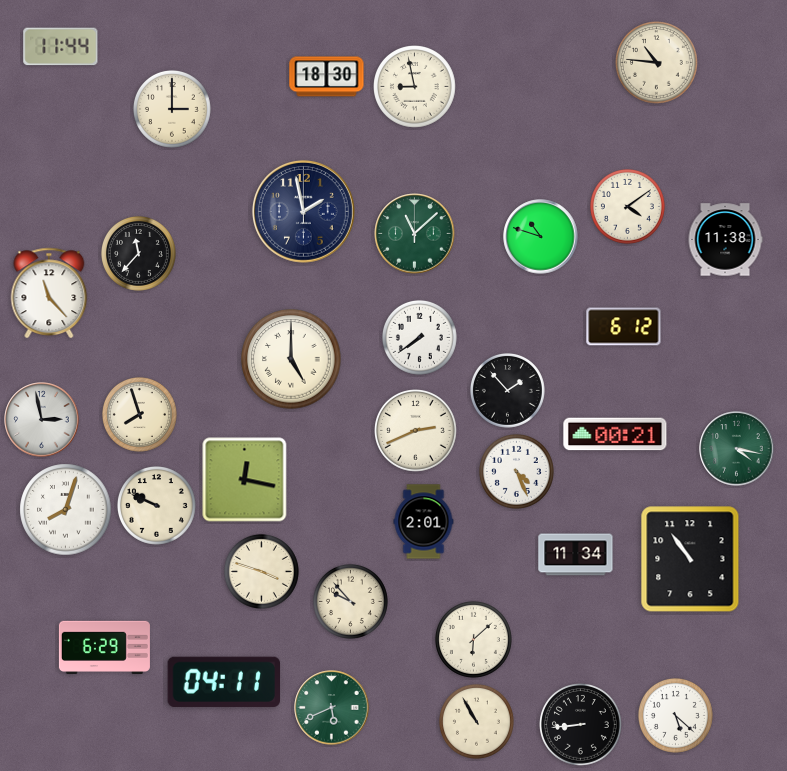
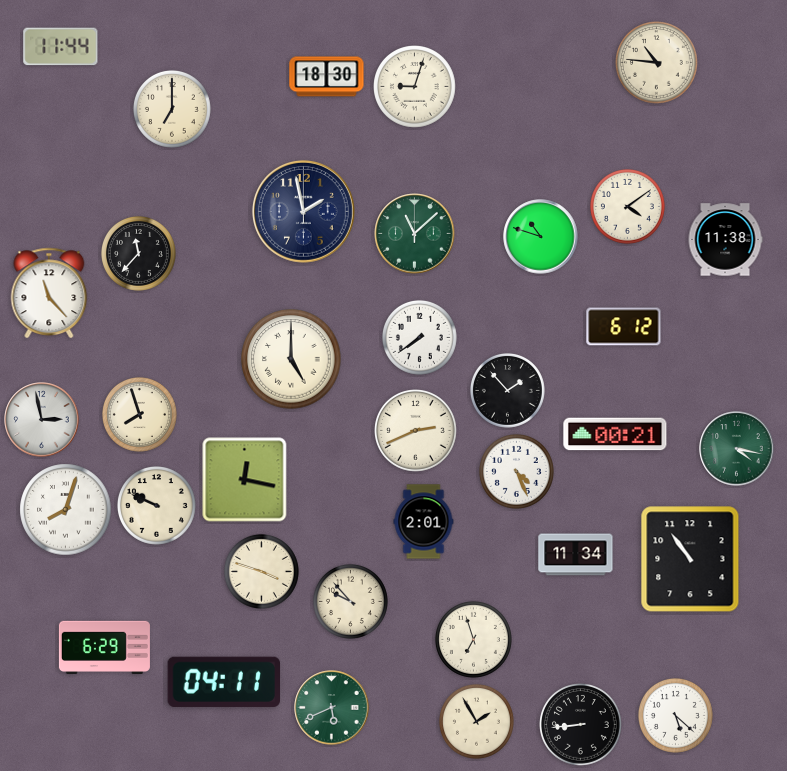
clock at (415, 87): 8:58 -> 9:03
clock at (172, 109): 3:00 -> 7:00
clock at (473, 639): 6:08 -> 6:57
clock at (476, 721): 10:55 -> 1:55
